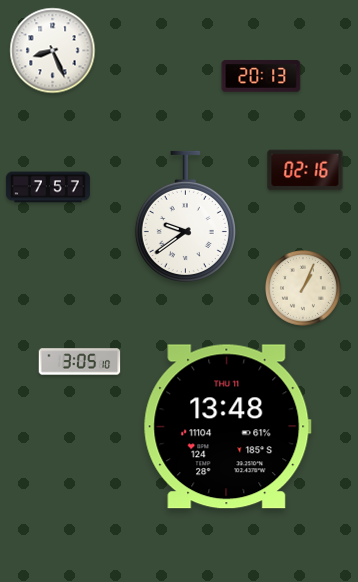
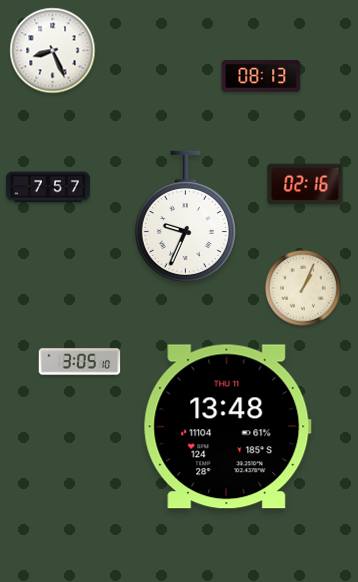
clock at (261, 76): 20:13 -> 08:13
clock at (305, 170) position: (305, 170) -> (305, 184)
clock at (185, 216): 9:39 -> 9:34
